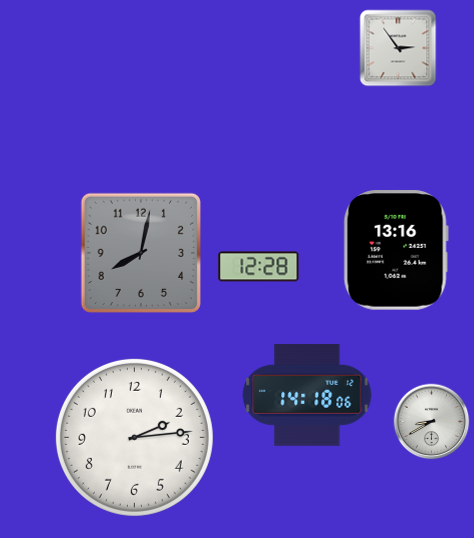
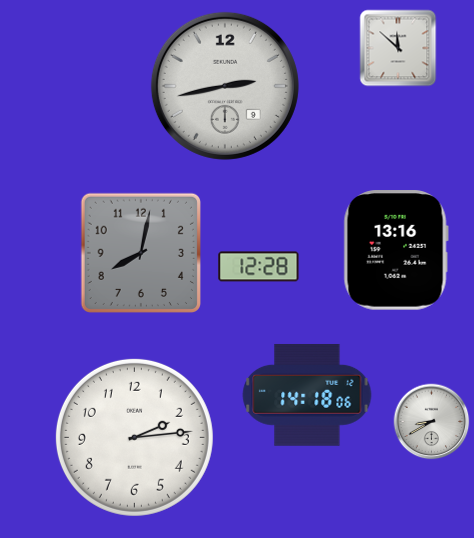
clock at (398, 48): 2:54 -> 11:52
clock at (225, 86): none -> 2:43
